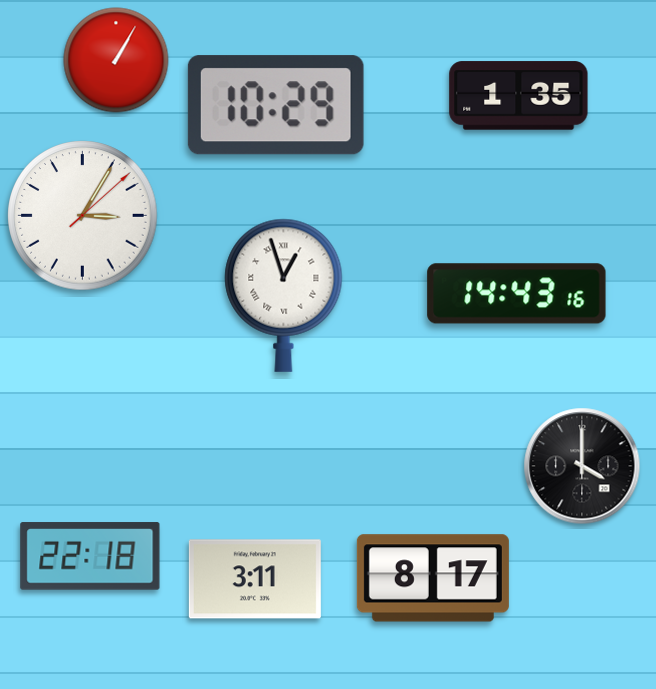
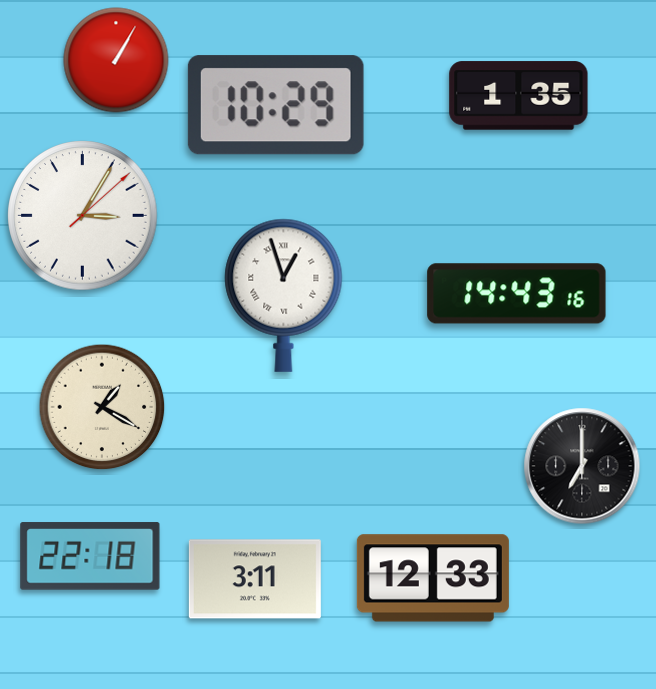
clock at (102, 407): none -> 1:20
clock at (582, 466): 4:00 -> 7:00
clock at (433, 578): 8:17 -> 12:33
